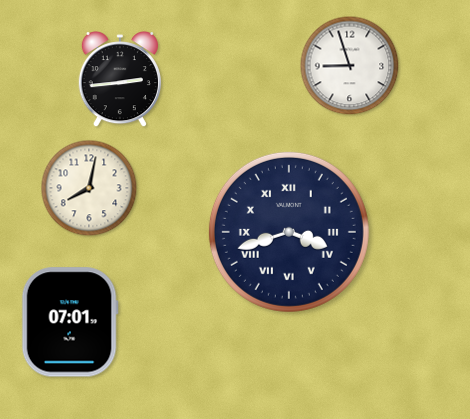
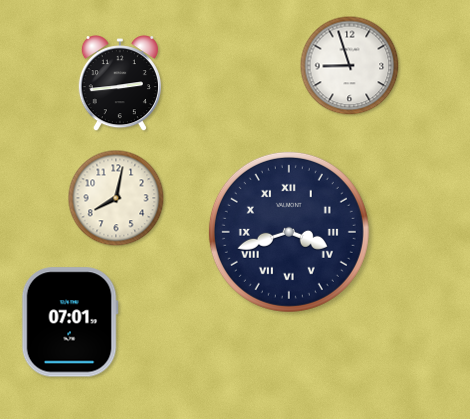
clock at (120, 80) position: (120, 80) -> (120, 84)
clock at (89, 188) position: (89, 188) -> (116, 198)
